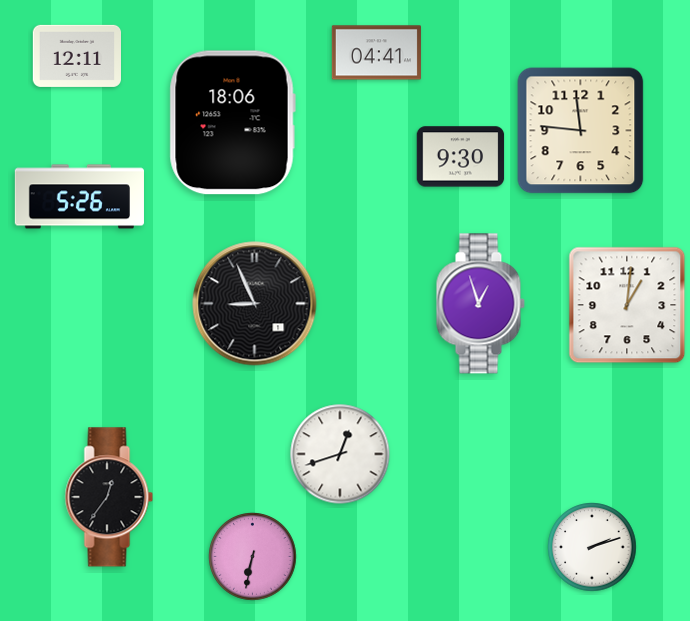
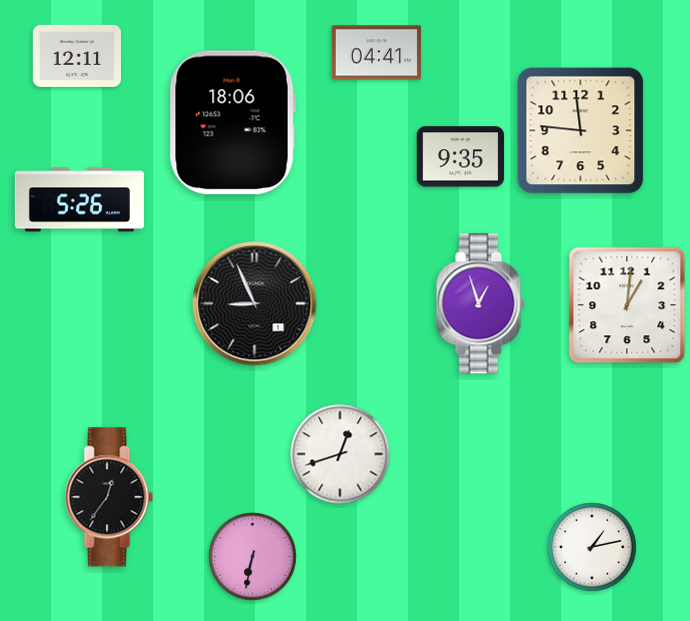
clock at (461, 157): 9:30 -> 9:35
clock at (79, 197) position: (79, 197) -> (79, 200)
clock at (592, 547): 2:12 -> 1:13
